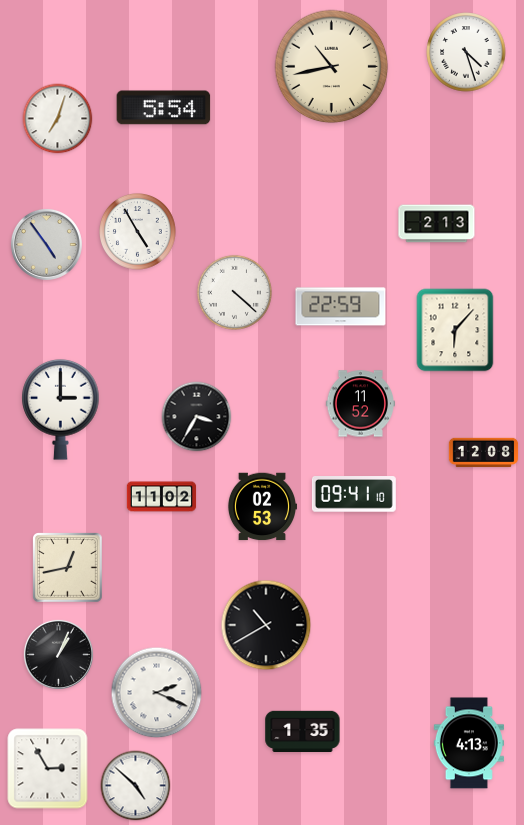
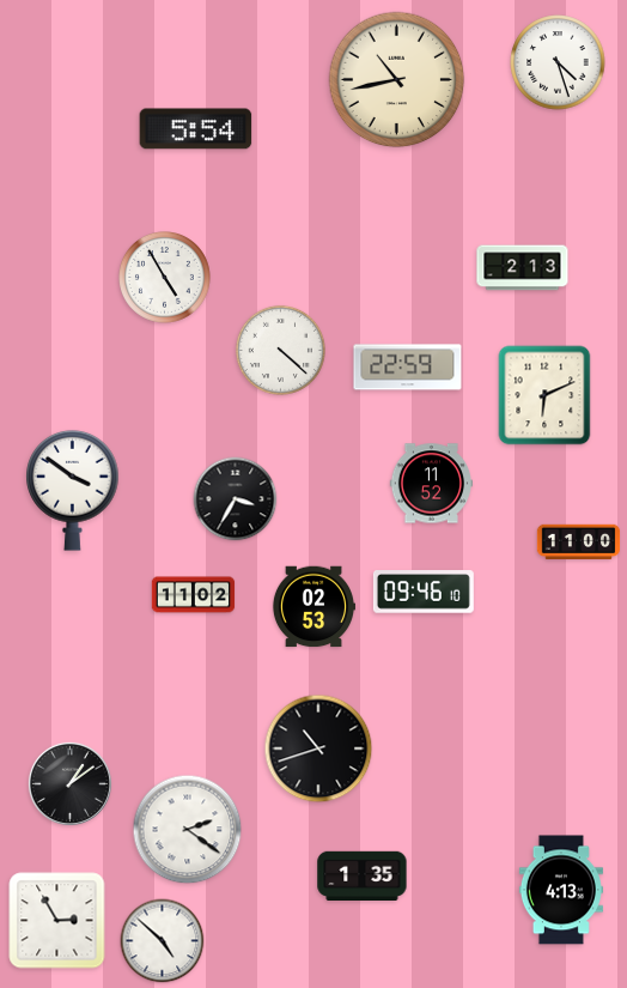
clock at (58, 119): 7:03 -> none
clock at (46, 244): 4:54 -> none
clock at (455, 330): 6:07 -> 6:11
clock at (61, 409): 3:00 -> 3:51
clock at (484, 453): 12:08 -> 11:00
clock at (354, 495): 09:41 -> 09:46
clock at (68, 568): 12:43 -> none
clock at (266, 625): 10:40 -> 10:42
clock at (58, 654): 1:04 -> 1:09
clock at (157, 693): 2:19 -> 2:21
